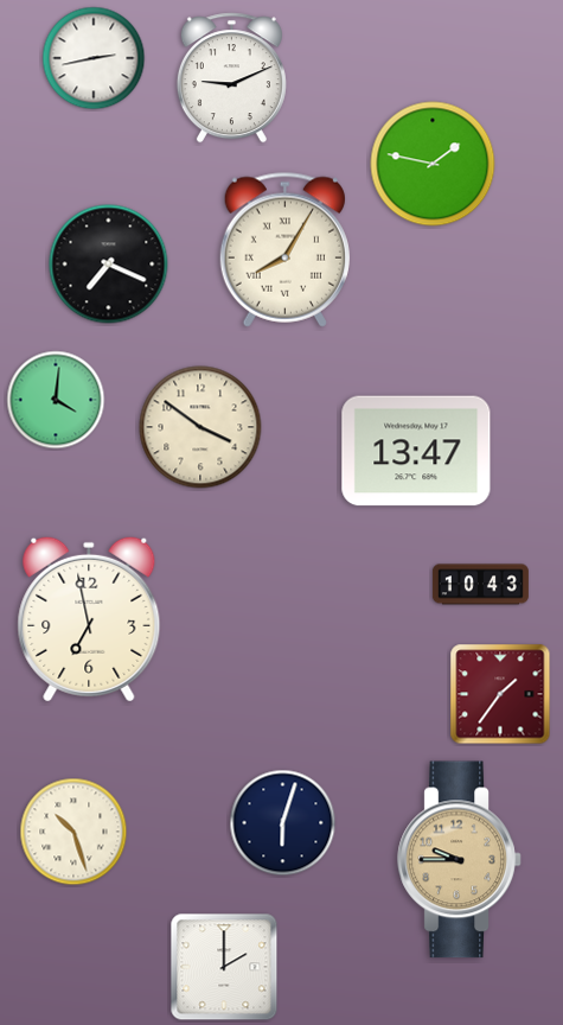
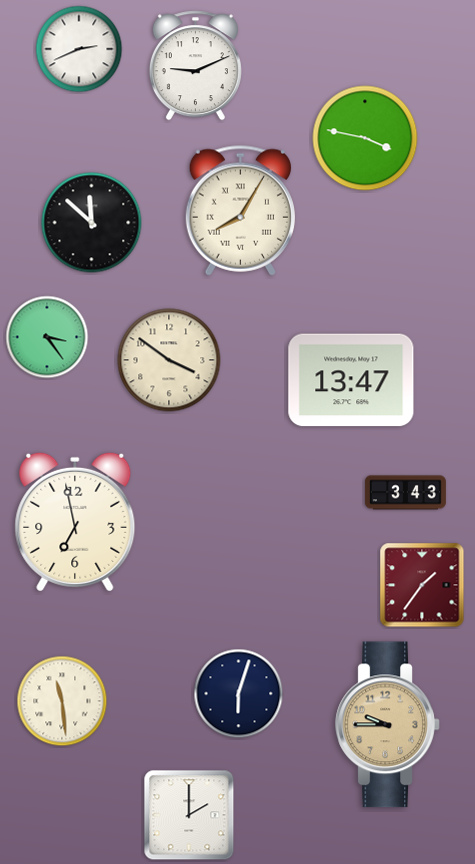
clock at (94, 58): 2:43 -> 2:41
clock at (433, 164): 1:47 -> 3:47
clock at (109, 265): 7:19 -> 11:52
clock at (56, 400): 4:01 -> 3:24
clock at (480, 585): 10:43 -> 3:43
clock at (73, 832): 10:27 -> 11:29
